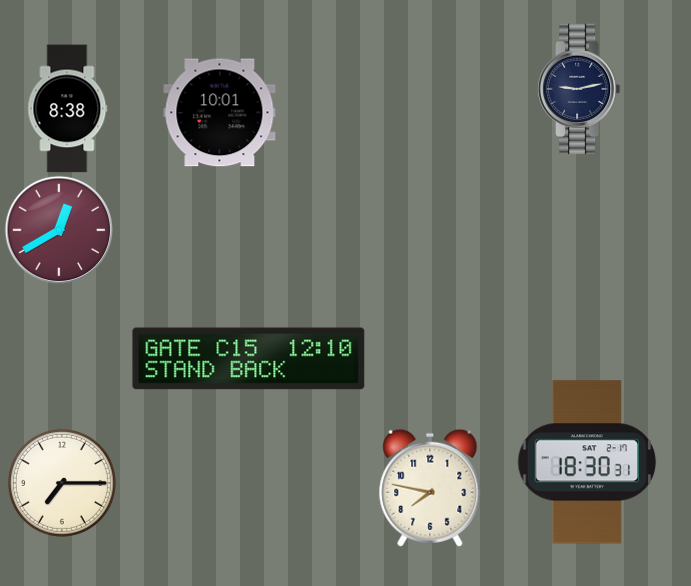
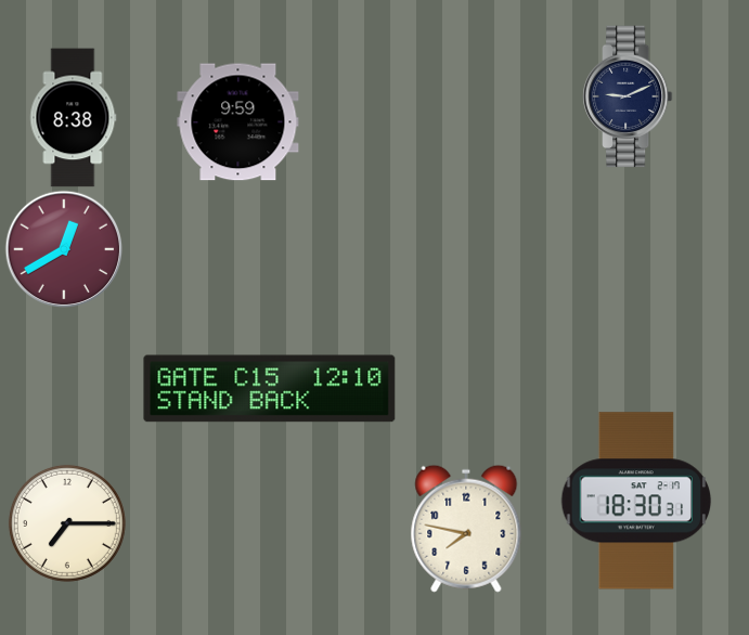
clock at (579, 89): 9:13 -> 9:11
clock at (220, 113): 10:01 -> 9:59
